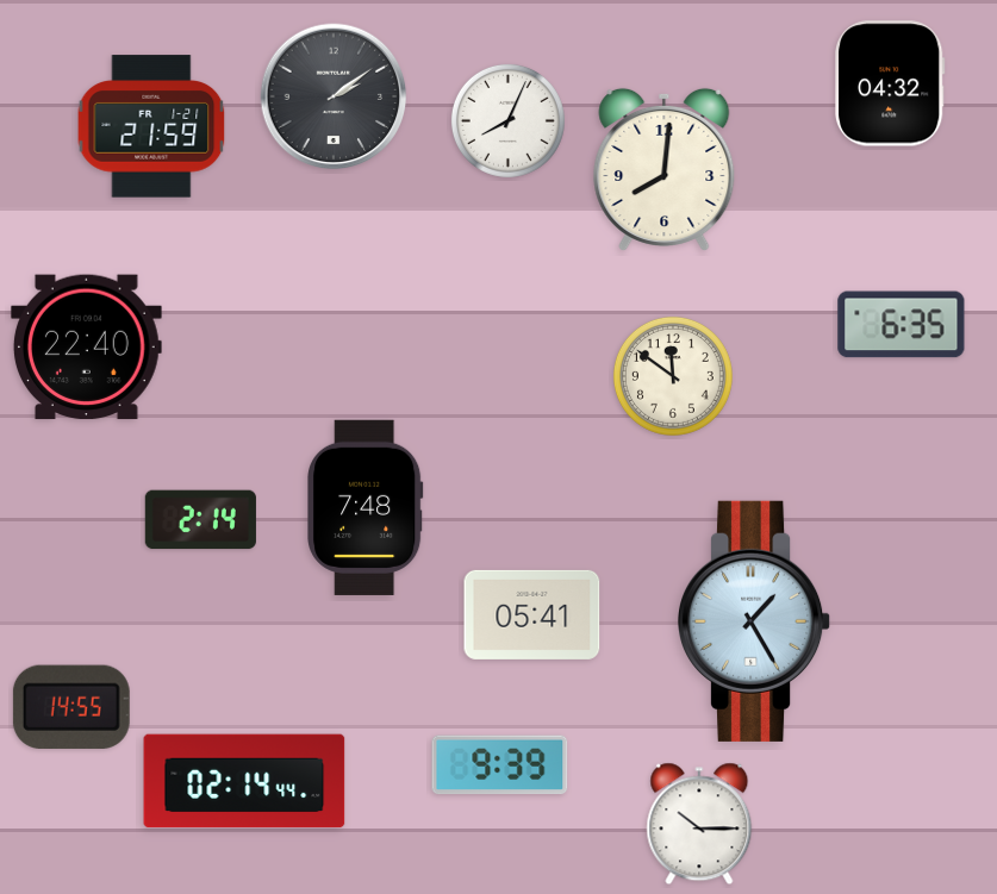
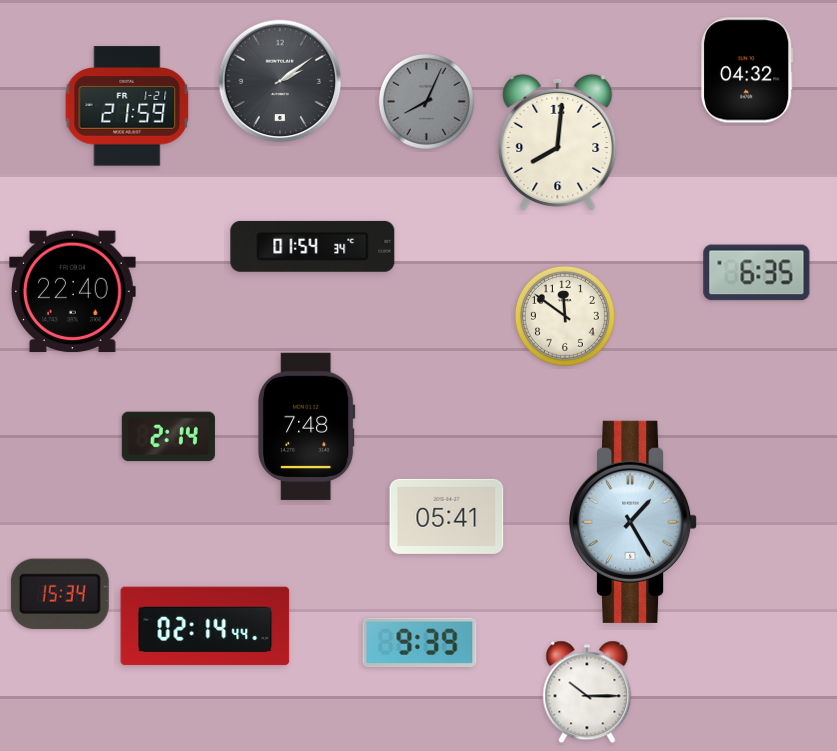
clock at (507, 120) dial: white -> grey
clock at (313, 246): none -> 01:54
clock at (71, 707): 14:55 -> 15:34
clock at (244, 781) position: (244, 781) -> (205, 626)
